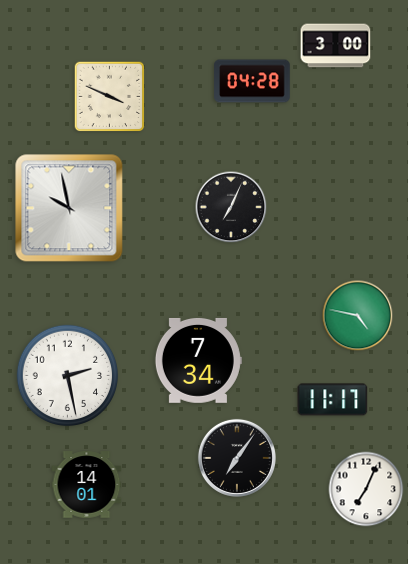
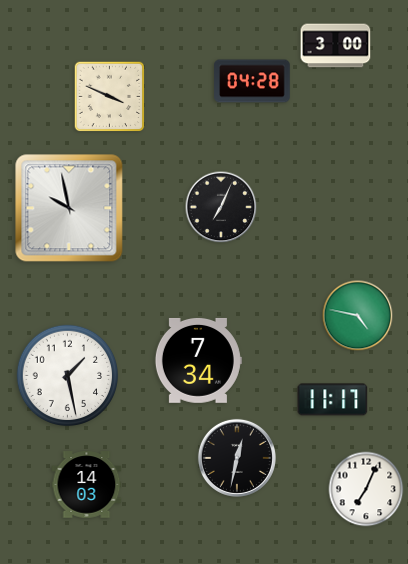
clock at (231, 207) position: (231, 207) -> (221, 207)
clock at (68, 376): 2:28 -> 1:28
clock at (237, 458): 7:06 -> 12:32
clock at (87, 485): 14:01 -> 14:03
